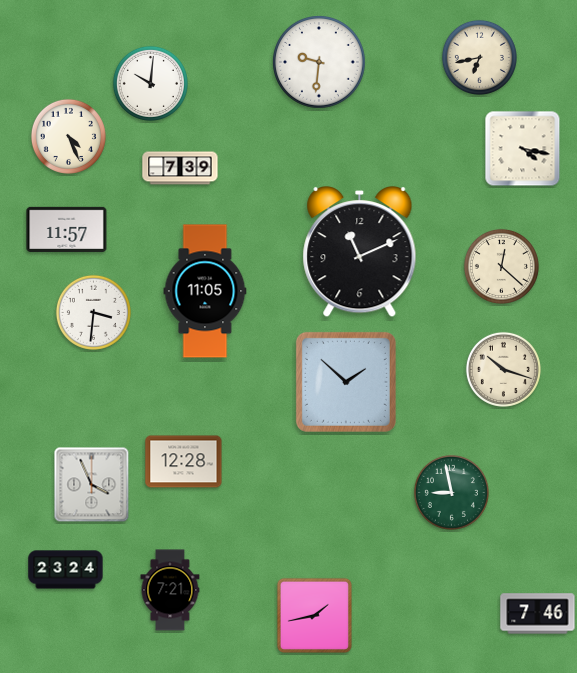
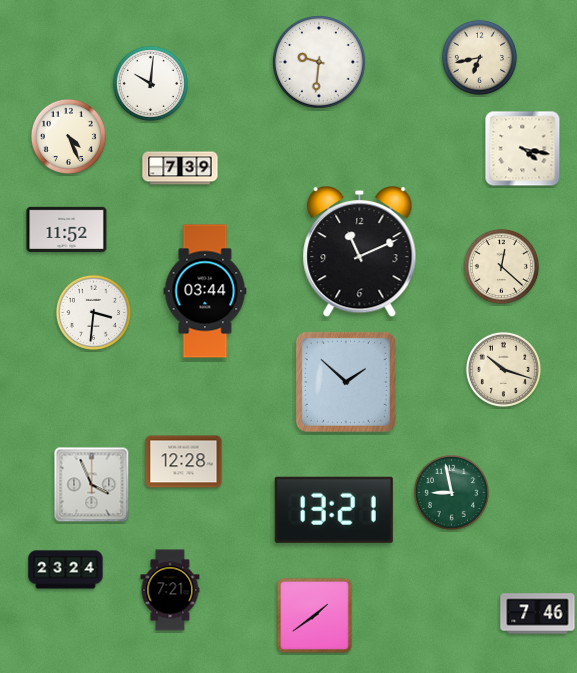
clock at (67, 229): 11:57 -> 11:52
clock at (205, 291): 11:05 -> 03:44
clock at (334, 510): none -> 13:21
clock at (314, 615): 1:43 -> 1:39
